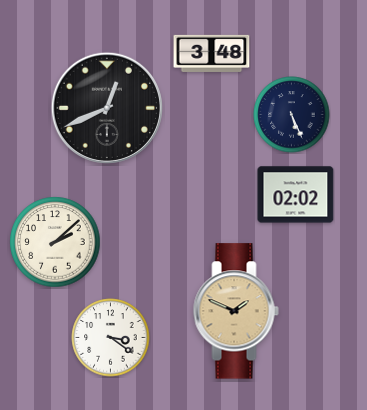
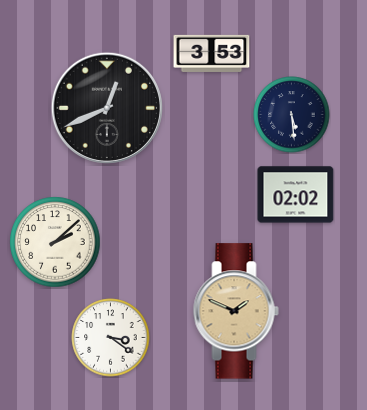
clock at (212, 53): 3:48 -> 3:53
clock at (292, 115): 5:26 -> 5:29
